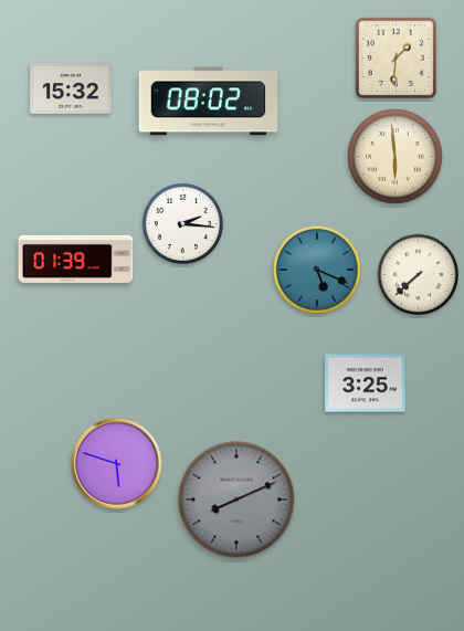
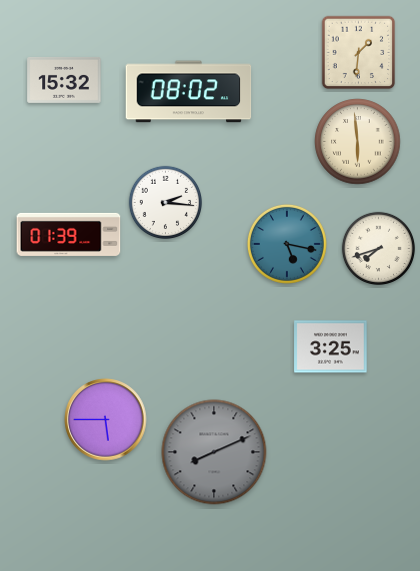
clock at (317, 270): 5:19 -> 5:17
clock at (418, 274): 7:38 -> 7:42
clock at (117, 464): 5:48 -> 5:45
